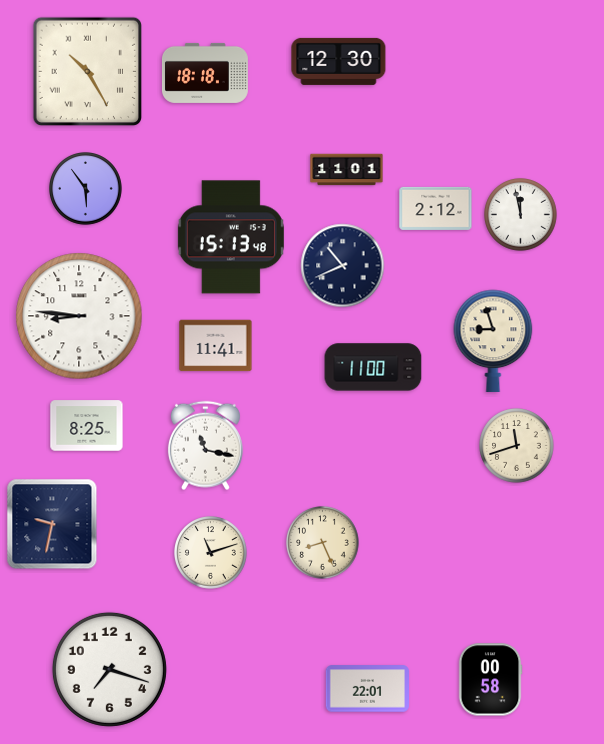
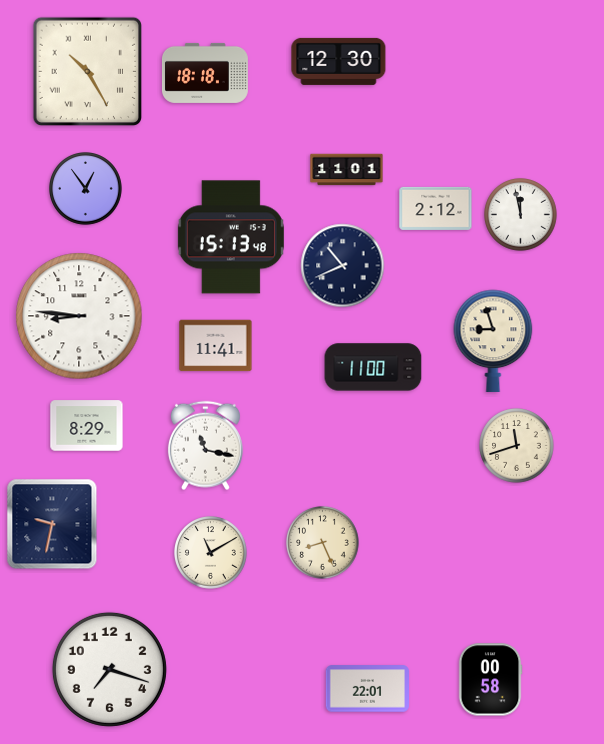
clock at (86, 189): 5:54 -> 12:54
clock at (87, 426): 8:25 -> 8:29
clock at (211, 553): 11:12 -> 11:10
